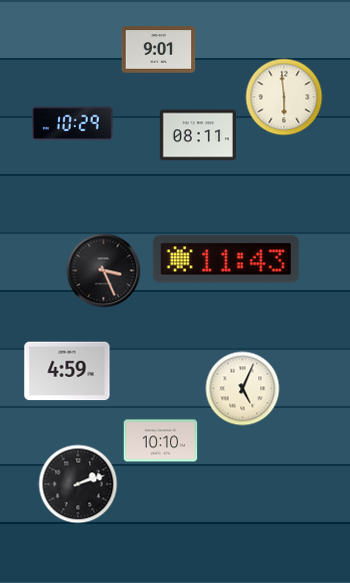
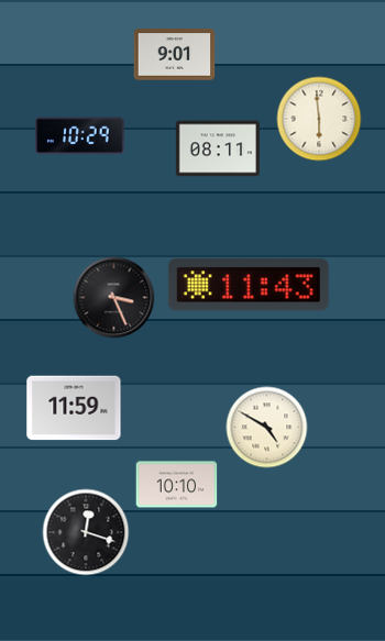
clock at (284, 97) position: (284, 97) -> (319, 119)
clock at (67, 371): 4:59 -> 11:59
clock at (243, 389): 5:04 -> 4:50
clock at (78, 484): 2:12 -> 12:18
